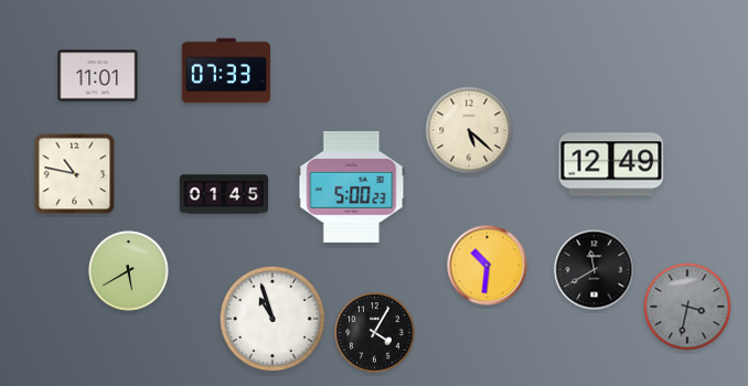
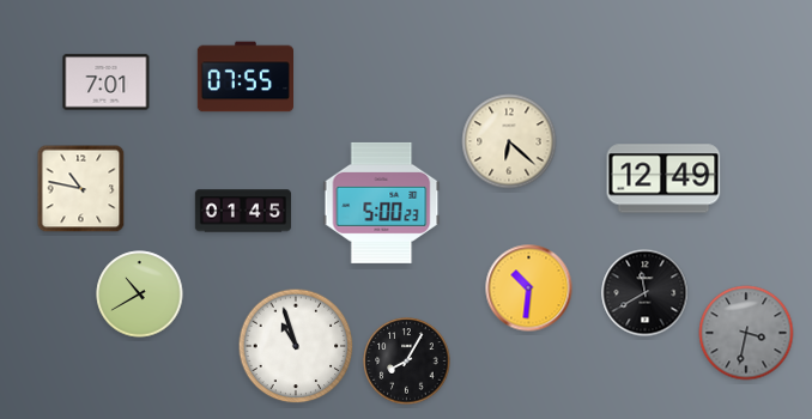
clock at (225, 71): 07:33 -> 07:55
clock at (98, 76): 11:01 -> 7:01
clock at (469, 130): 5:22 -> 6:22
clock at (129, 271): 5:40 -> 10:40
clock at (375, 333): 4:05 -> 8:05
